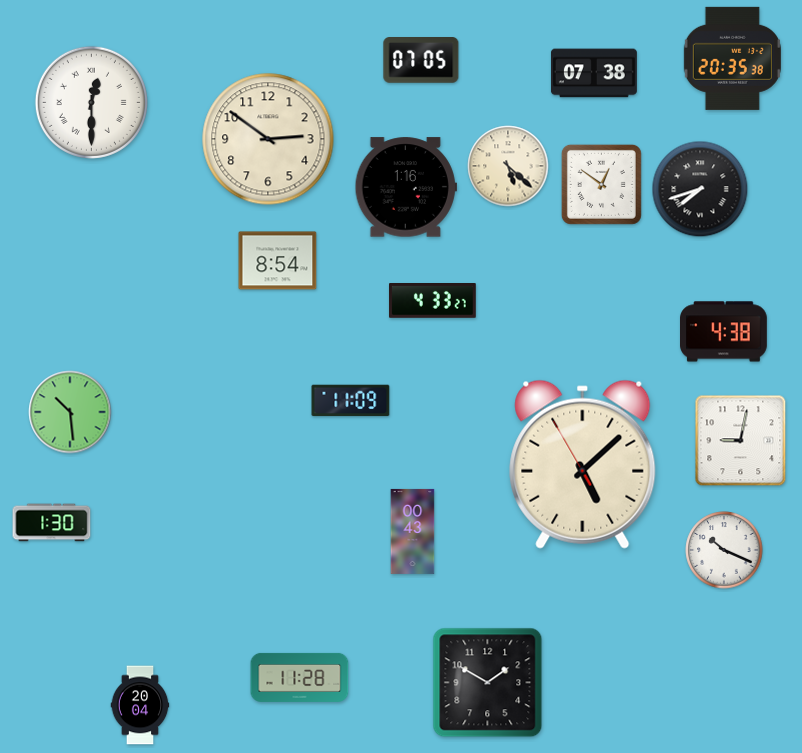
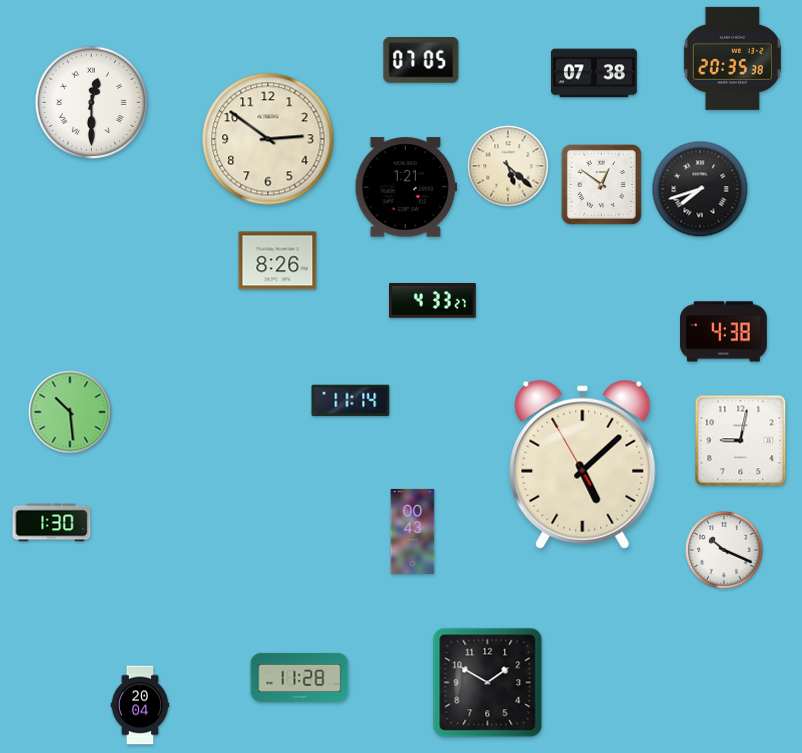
clock at (406, 187): 1:16 -> 1:21
clock at (278, 261): 8:54 -> 8:26
clock at (351, 401): 11:09 -> 11:14
